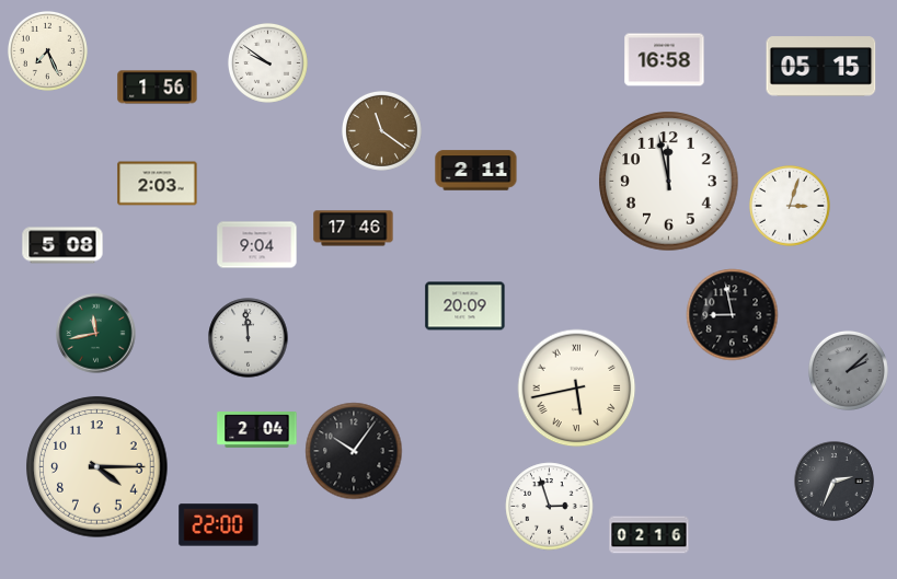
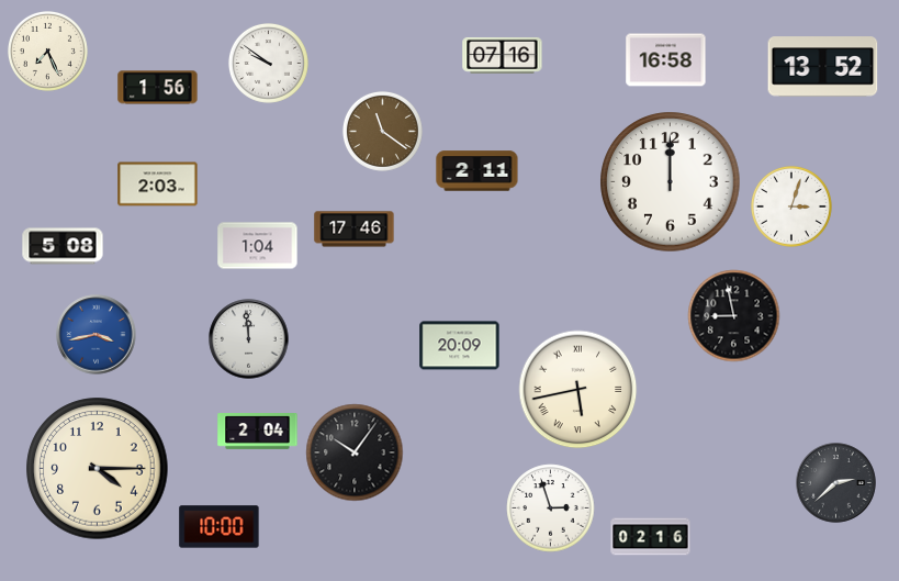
clock at (503, 55): none -> 07:16
clock at (821, 67): 05:15 -> 13:52
clock at (669, 182): 11:58 -> 12:00
clock at (257, 245): 9:04 -> 1:04
clock at (465, 306) position: (465, 306) -> (460, 346)
clock at (96, 334): 11:43 -> 3:43
clock at (96, 334) dial: green -> blue
clock at (848, 370): 2:08 -> none
clock at (835, 482): 2:34 -> 2:38
clock at (219, 525): 22:00 -> 10:00
